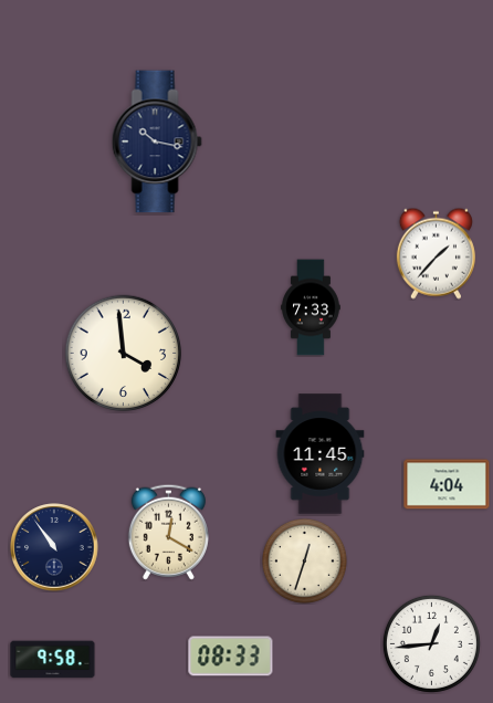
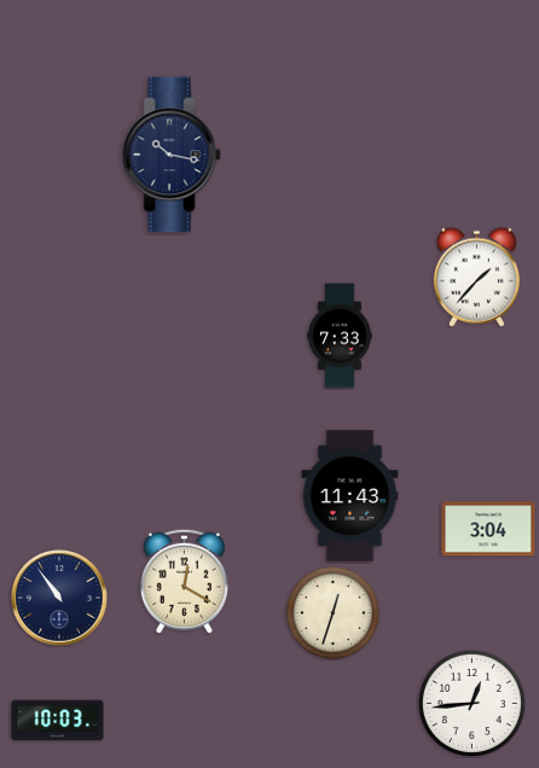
clock at (123, 353): 3:59 -> none
clock at (321, 454): 11:45 -> 11:43
clock at (447, 484): 4:04 -> 3:04
clock at (231, 657): 08:33 -> none
clock at (53, 660): 9:58 -> 10:03
